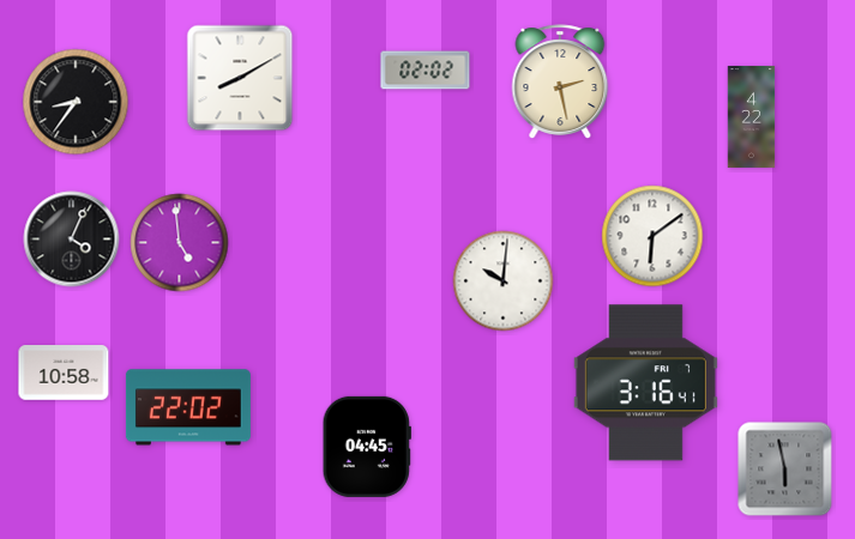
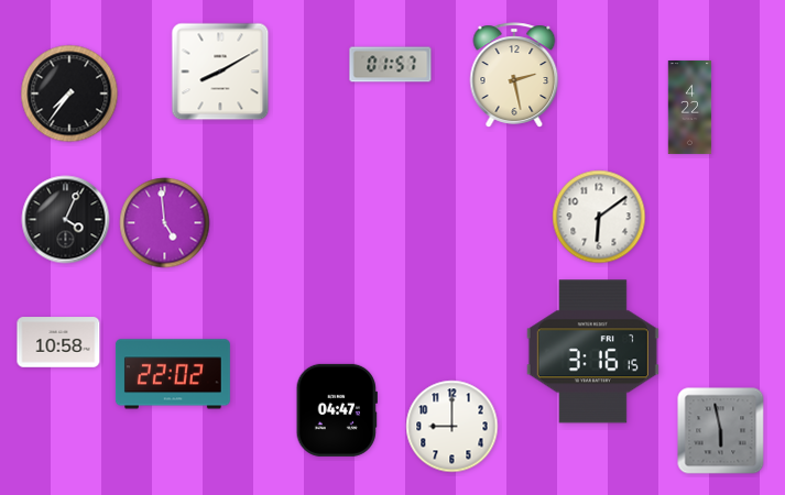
clock at (426, 71): 02:02 -> 01:57
clock at (76, 102): 8:36 -> 7:36
clock at (504, 281): 10:01 -> none
clock at (645, 383): 3:16:41 -> 3:16:15
clock at (367, 447): 04:45 -> 04:47
clock at (453, 427): none -> 9:00
